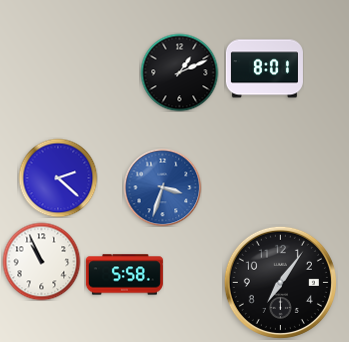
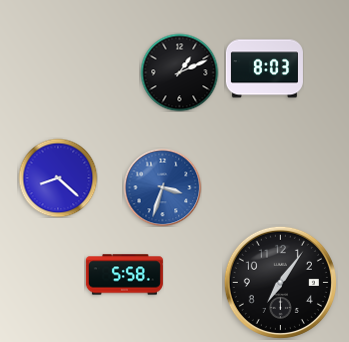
clock at (264, 69): 8:01 -> 8:03
clock at (58, 178): 2:22 -> 8:22
clock at (41, 261): 10:56 -> none
